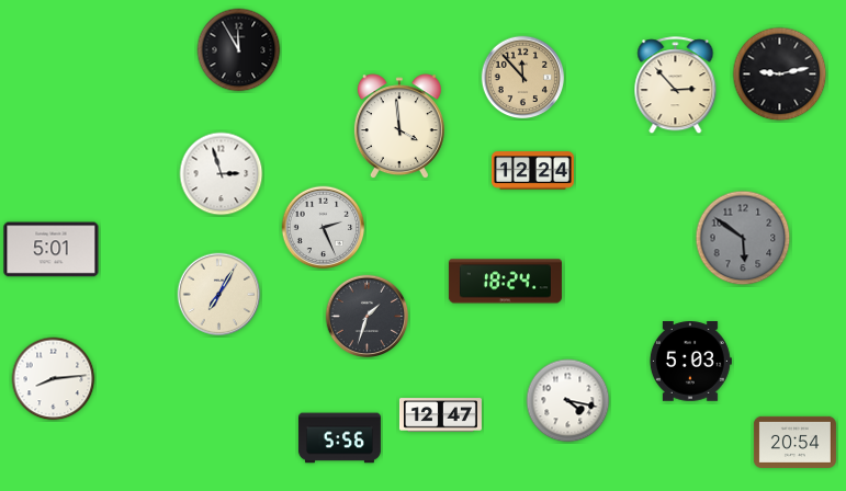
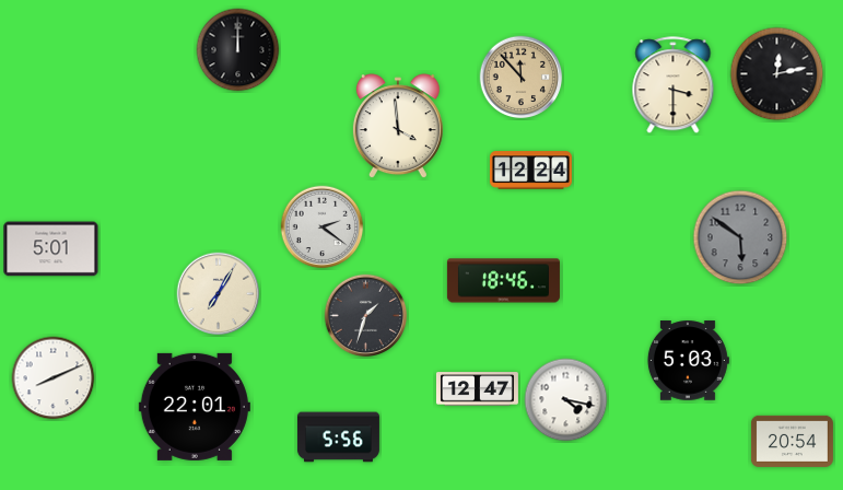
clock at (239, 50): 11:55 -> 12:00
clock at (780, 75): 9:13 -> 12:13
clock at (676, 85): 2:53 -> 3:30
clock at (222, 174): 2:57 -> none
clock at (324, 228): 2:26 -> 2:21
clock at (505, 282): 18:24 -> 18:46
clock at (54, 379): 8:14 -> 8:11
clock at (195, 407): none -> 22:01
clock at (440, 415) position: (440, 415) -> (477, 389)
